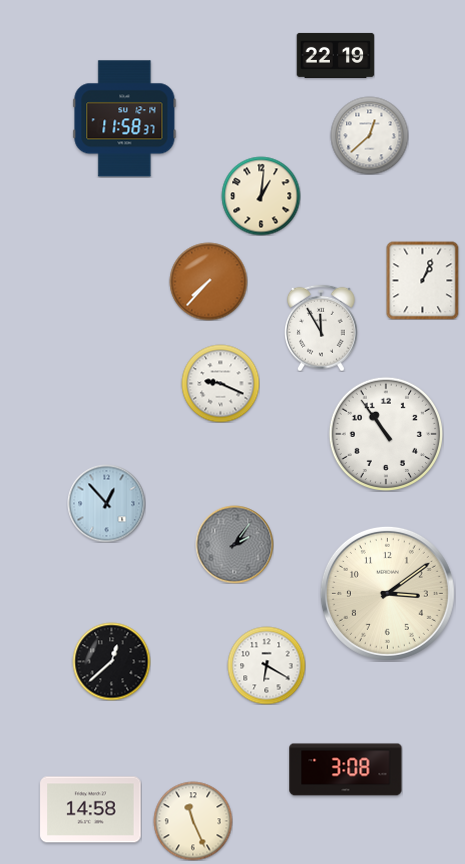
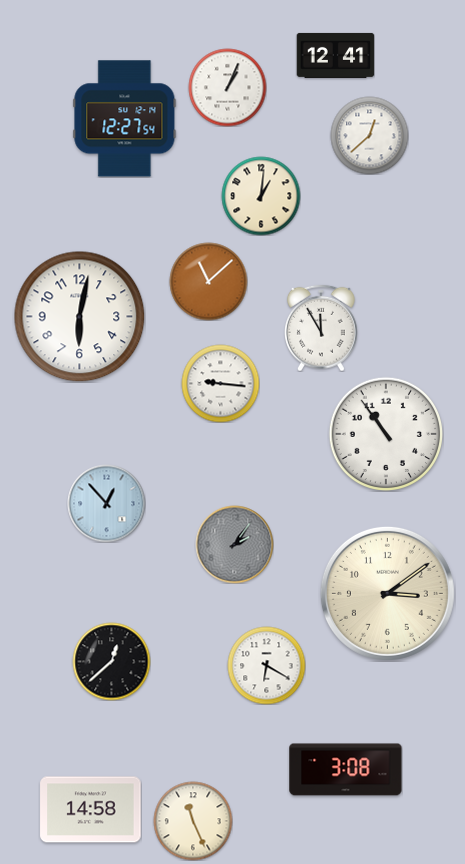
clock at (335, 55): 22:19 -> 12:41
clock at (227, 87): none -> 1:04
clock at (125, 119): 11:58 -> 12:27
clock at (423, 280): 1:04 -> none
clock at (208, 281): 7:37 -> 11:08
clock at (80, 317): none -> 6:02
clock at (220, 383): 9:19 -> 9:16
